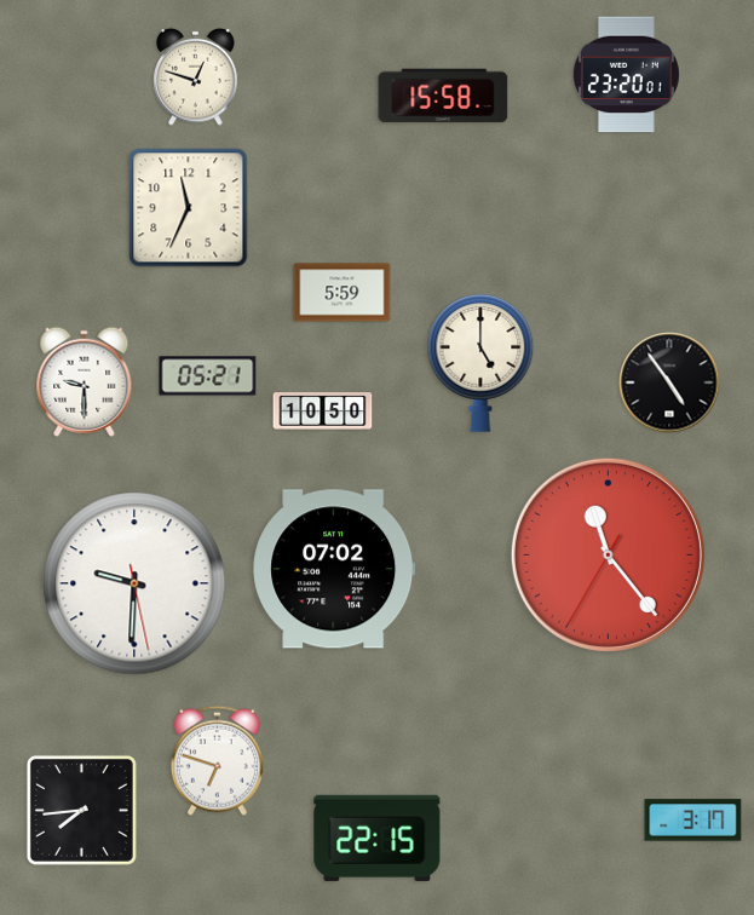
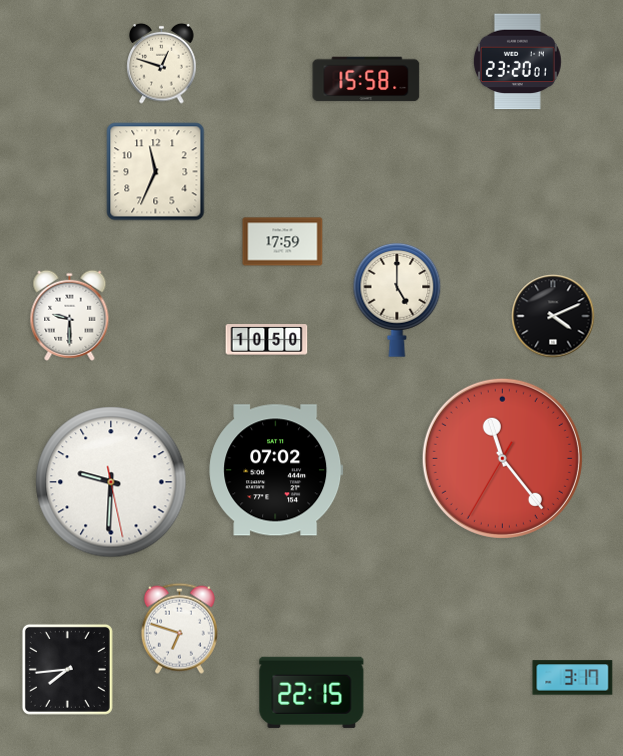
clock at (343, 293): 5:59 -> 17:59
clock at (208, 376): 05:21 -> none
clock at (669, 382): 4:54 -> 4:11
